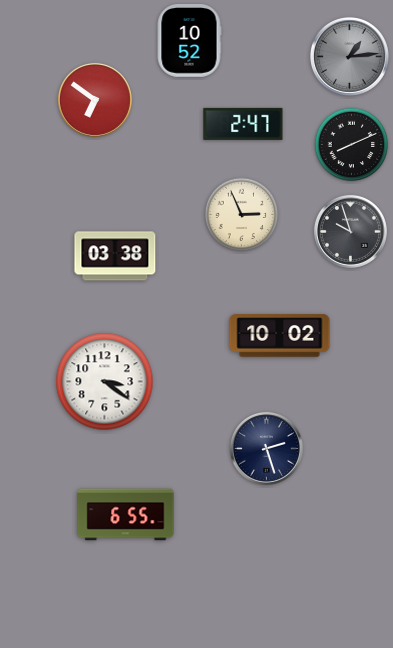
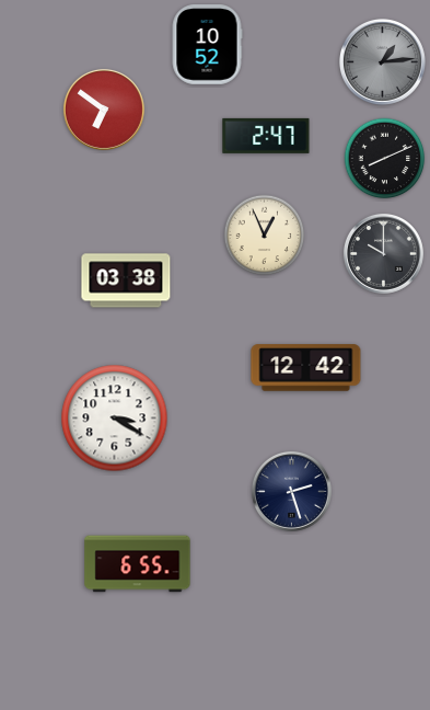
clock at (242, 215): 2:56 -> 12:56
clock at (350, 231): 9:57 -> 10:00
clock at (280, 336): 10:02 -> 12:42
clock at (105, 382): 3:21 -> 3:20
